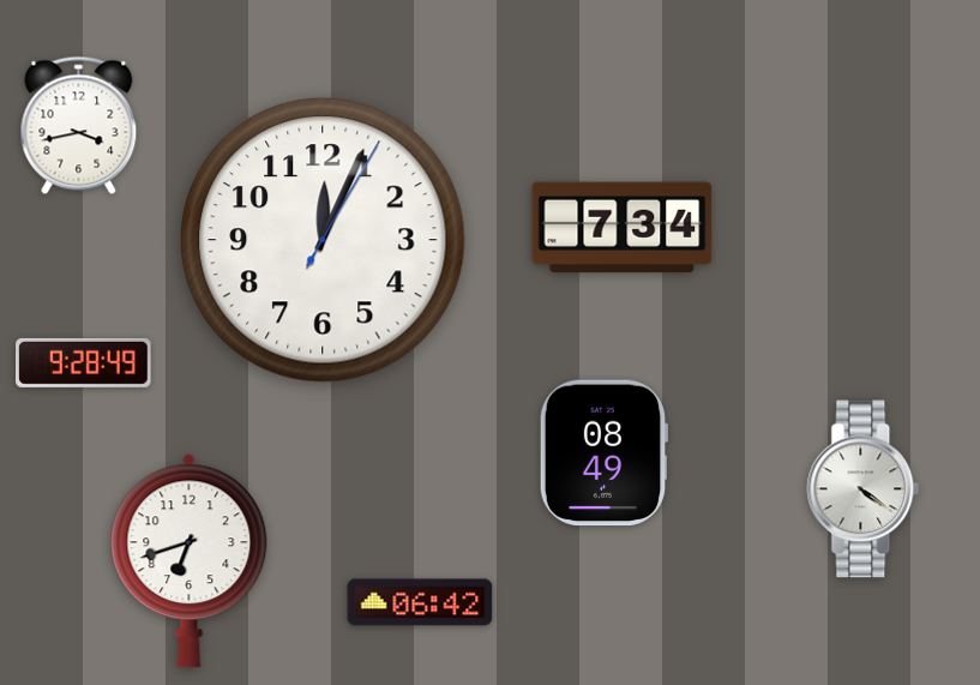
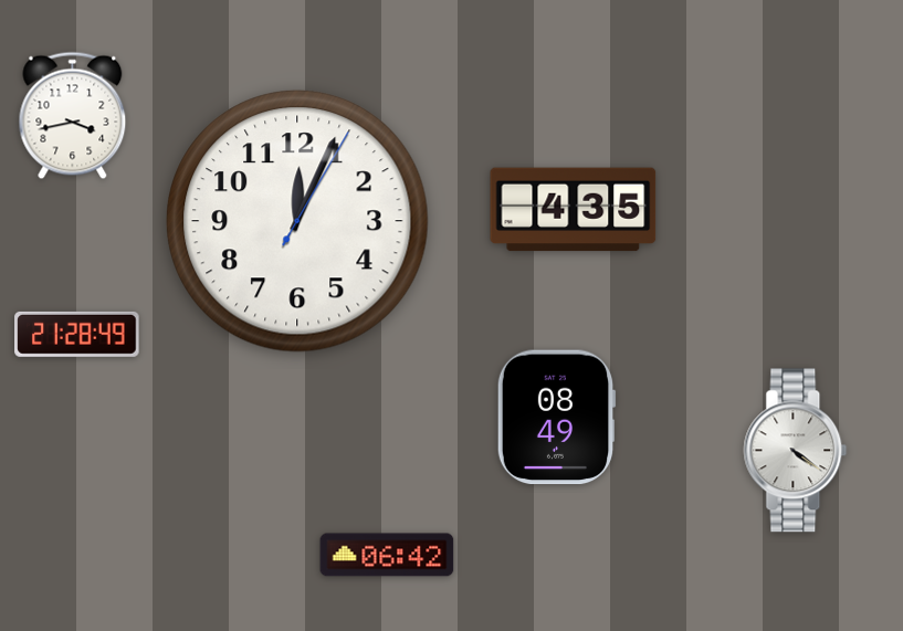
clock at (623, 228): 7:34 -> 4:35
clock at (84, 362): 9:28 -> 21:28
clock at (190, 561): 6:42 -> none
